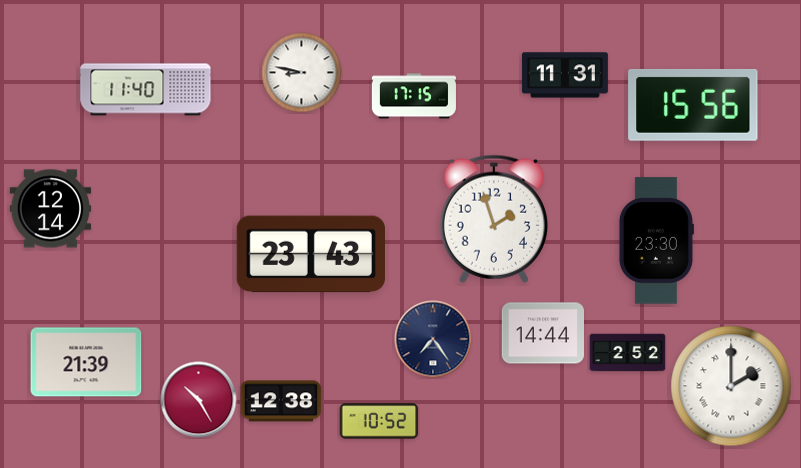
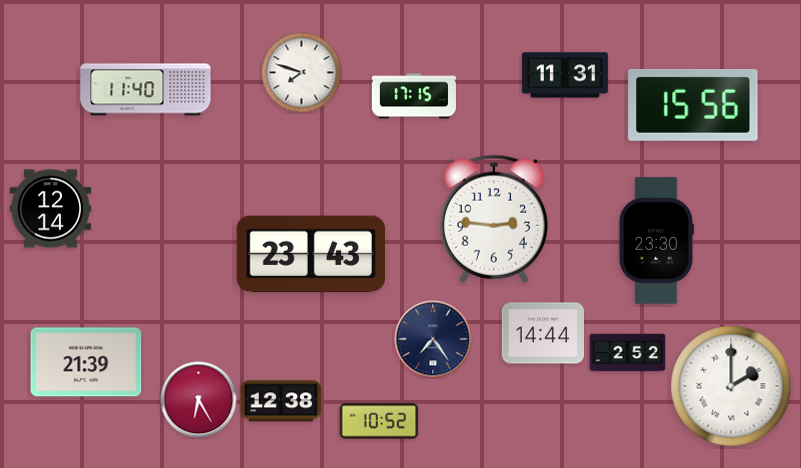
clock at (302, 73): 8:47 -> 7:48
clock at (494, 219): 1:57 -> 2:46
clock at (199, 400): 10:25 -> 6:25
